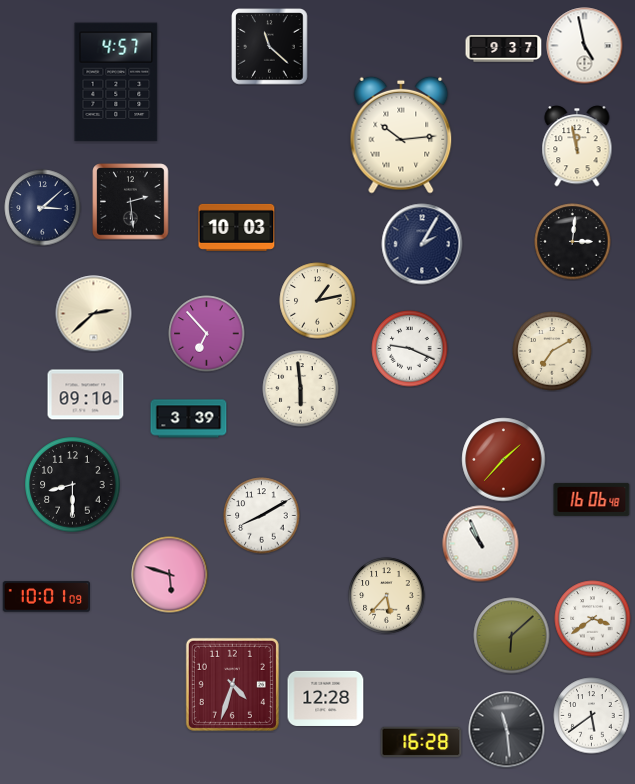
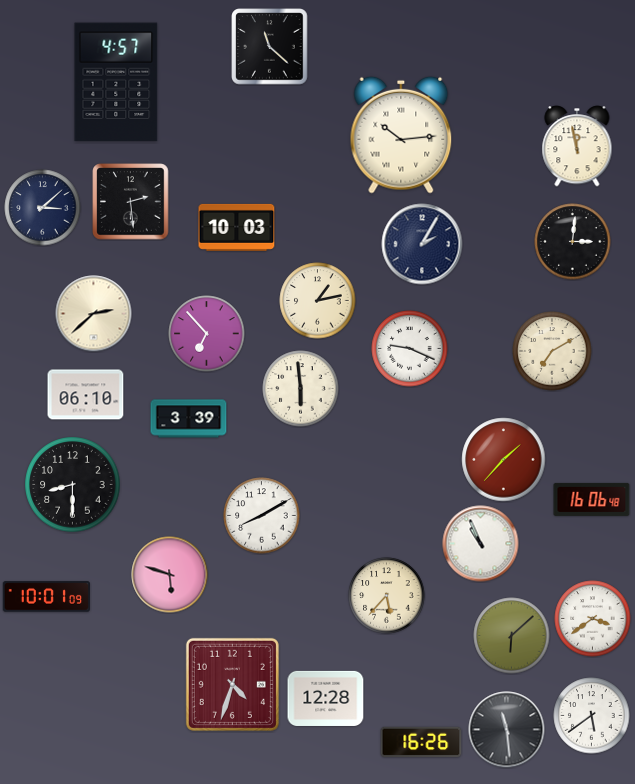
clock at (585, 46): 4:58 -> none
clock at (504, 49): 9:37 -> none
clock at (86, 395): 09:10 -> 06:10
clock at (421, 742): 16:28 -> 16:26
